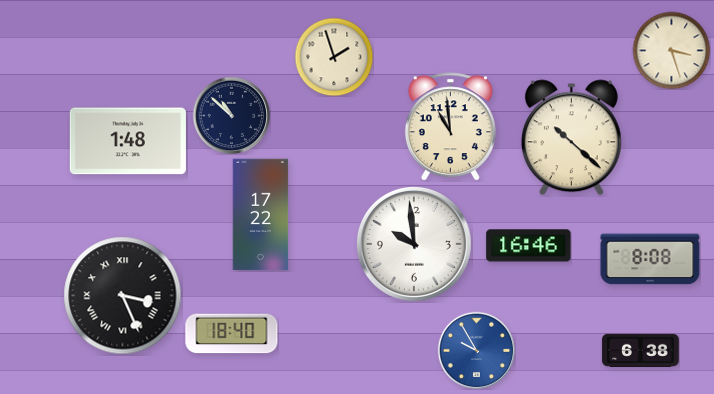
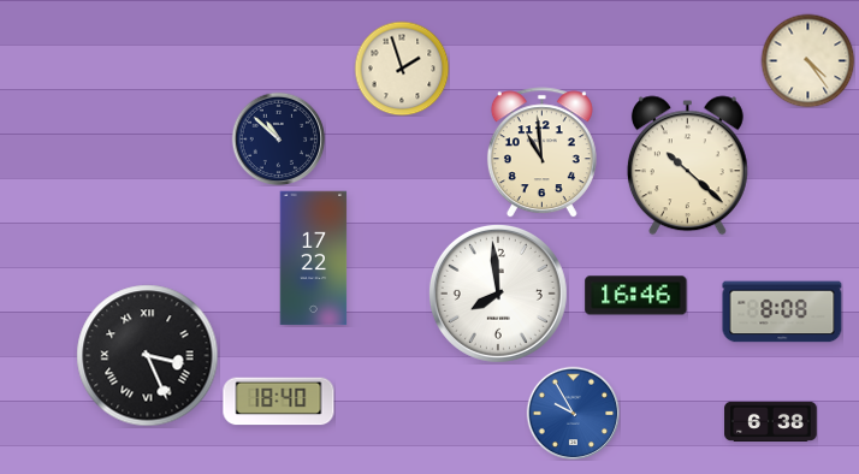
clock at (671, 50): 3:27 -> 4:24
clock at (128, 141): 1:48 -> none
clock at (414, 244): 9:59 -> 7:59
clock at (476, 350) position: (476, 350) -> (573, 413)
